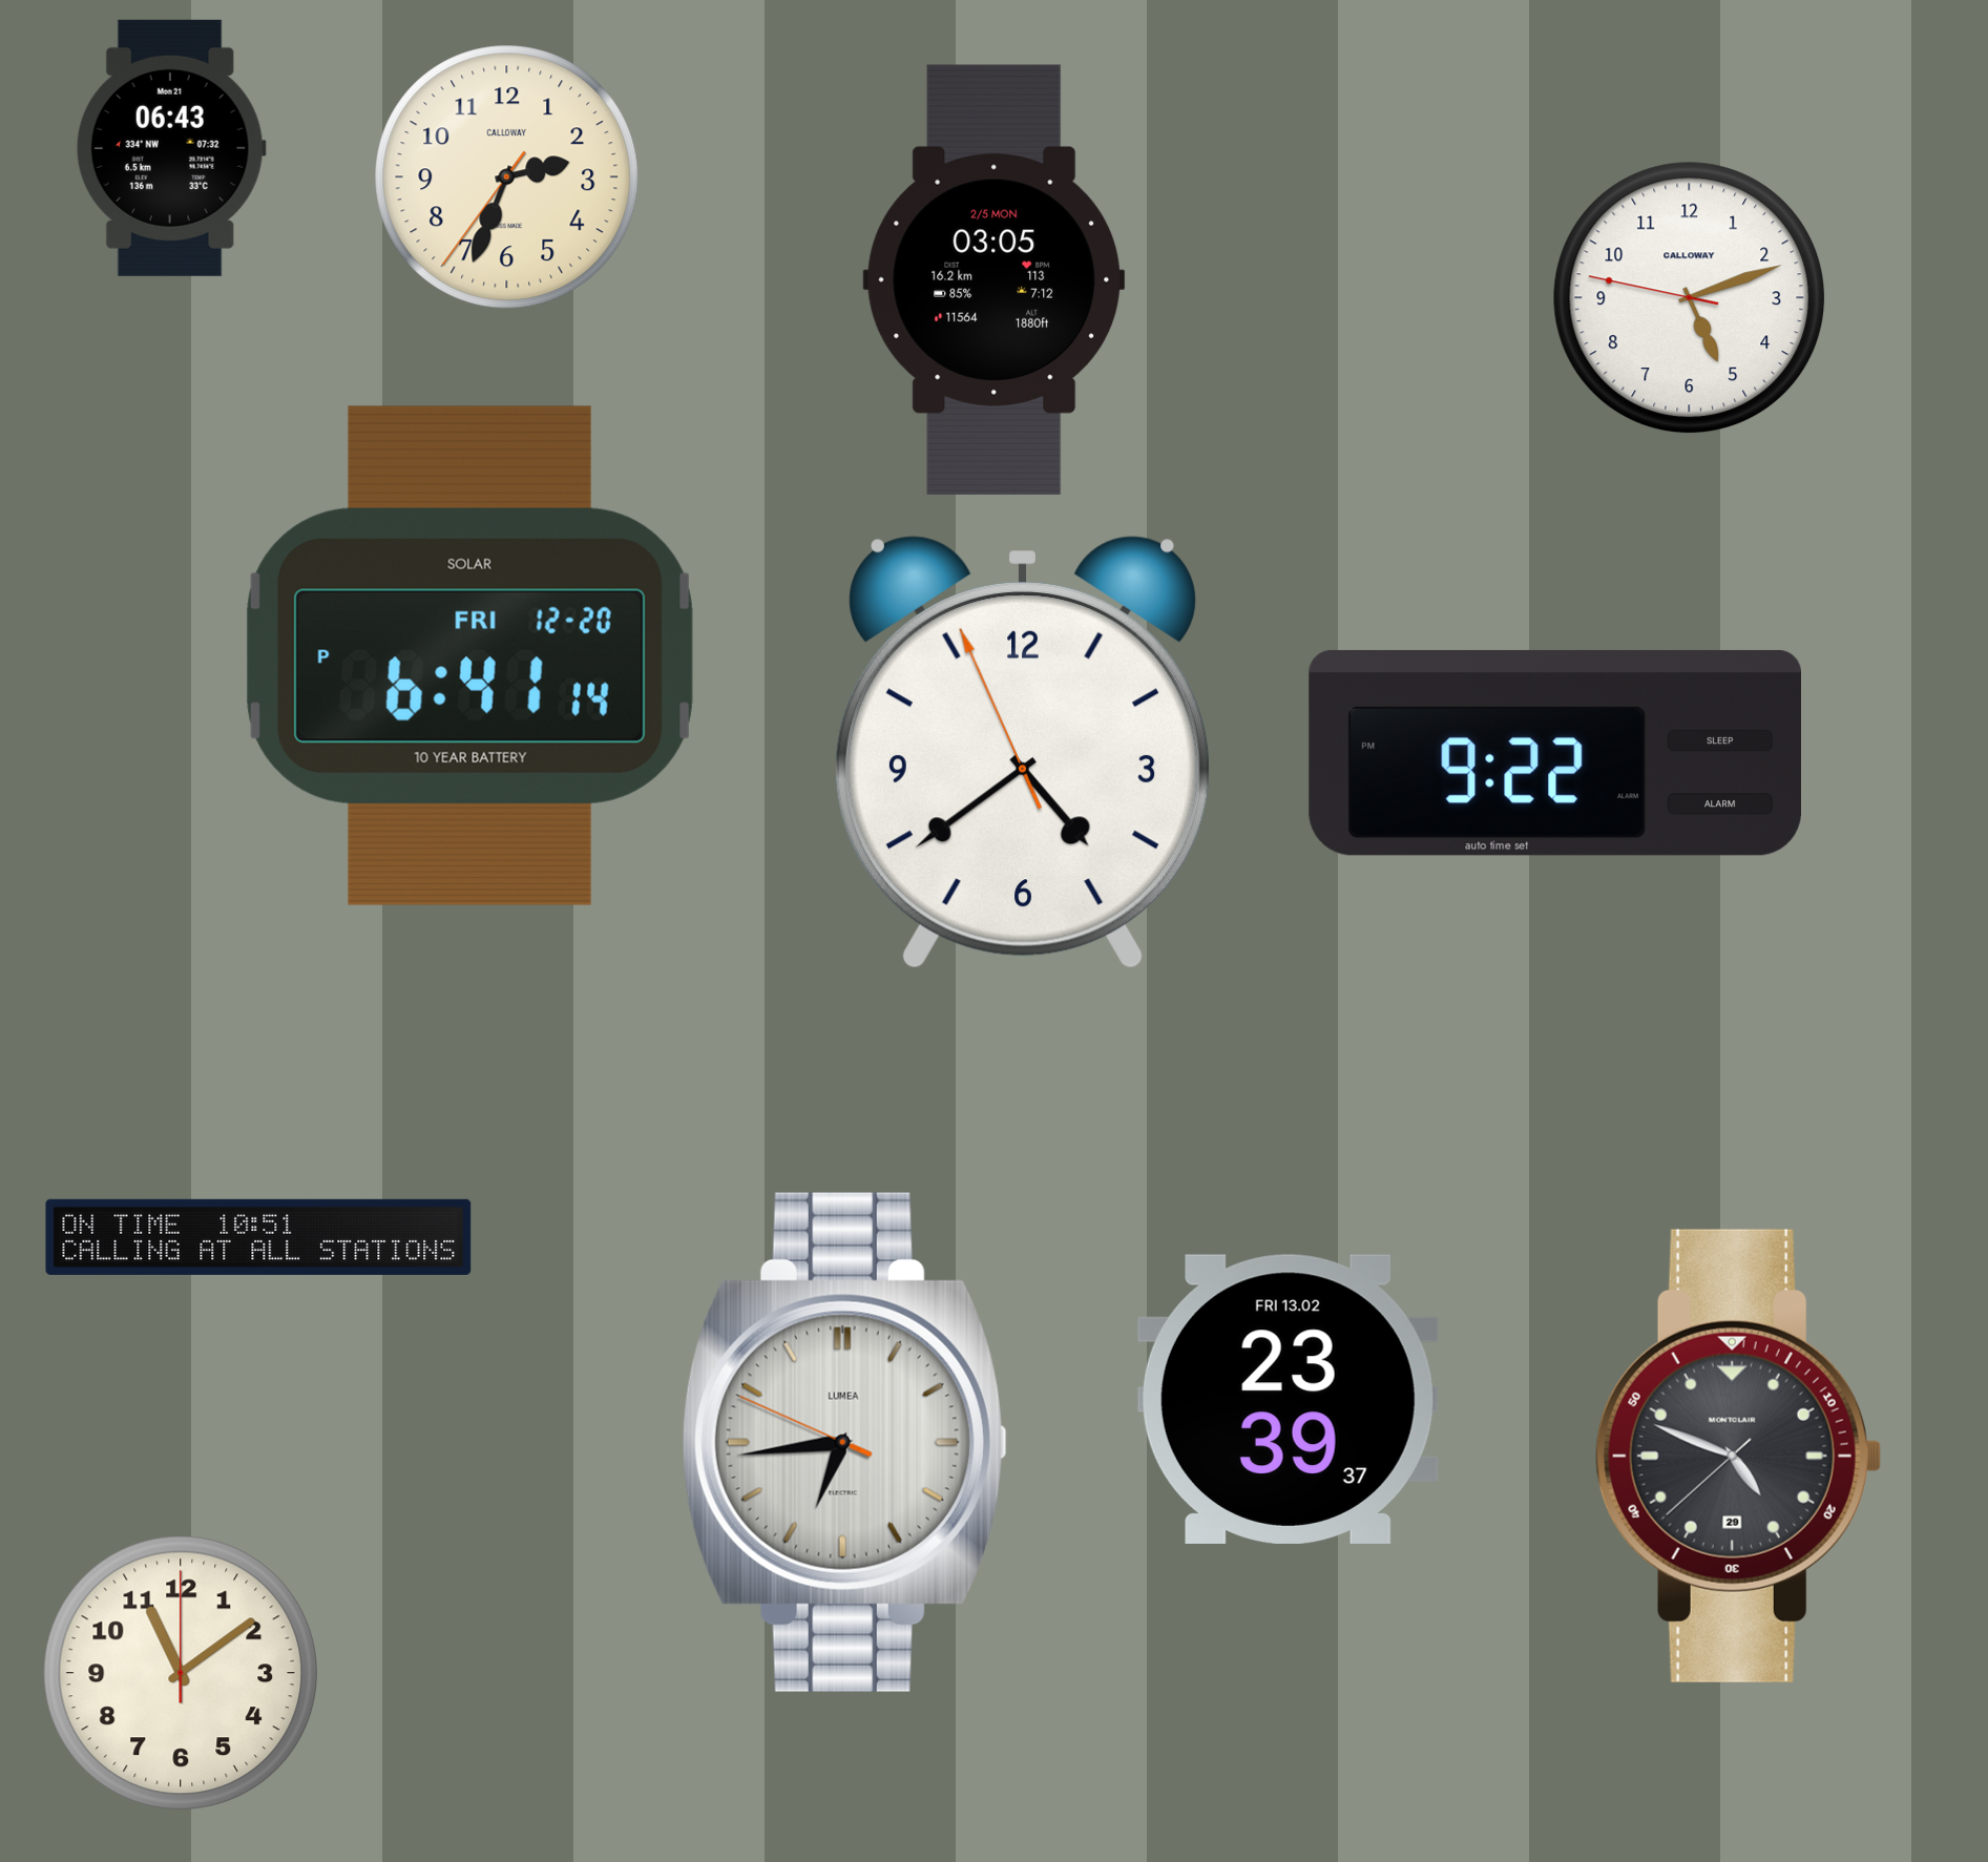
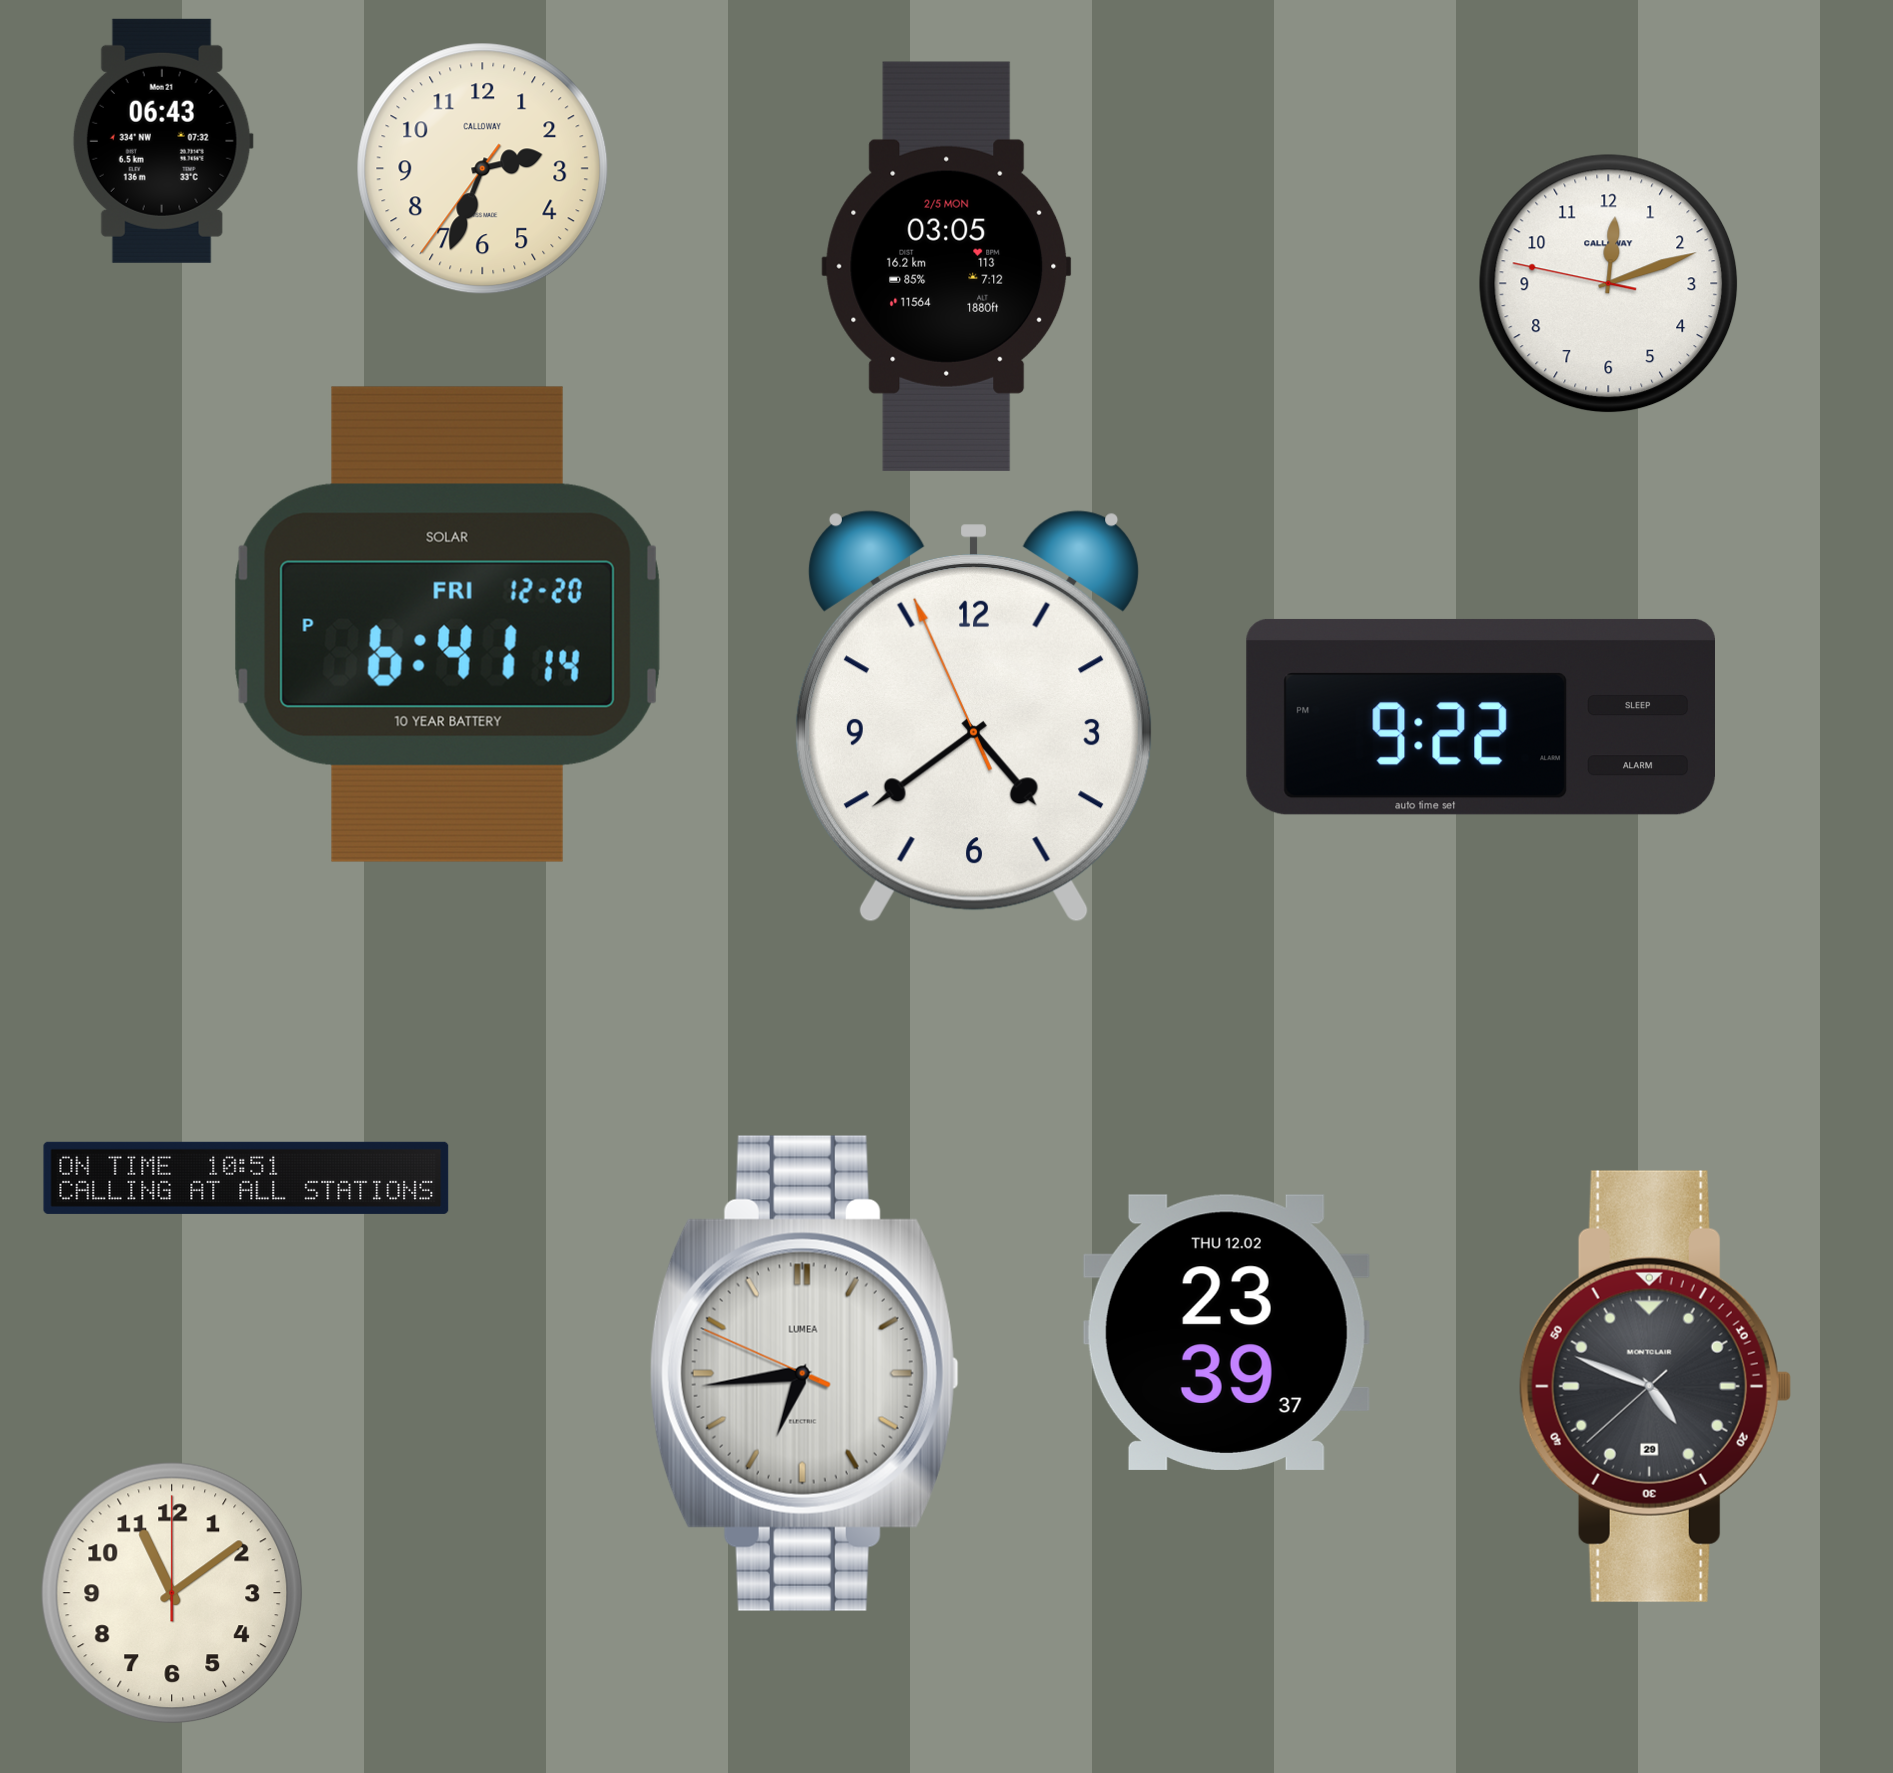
clock at (1690, 298): 5:11 -> 12:11
clock at (1288, 1399) date: FRI 13.02 -> THU 12.02
